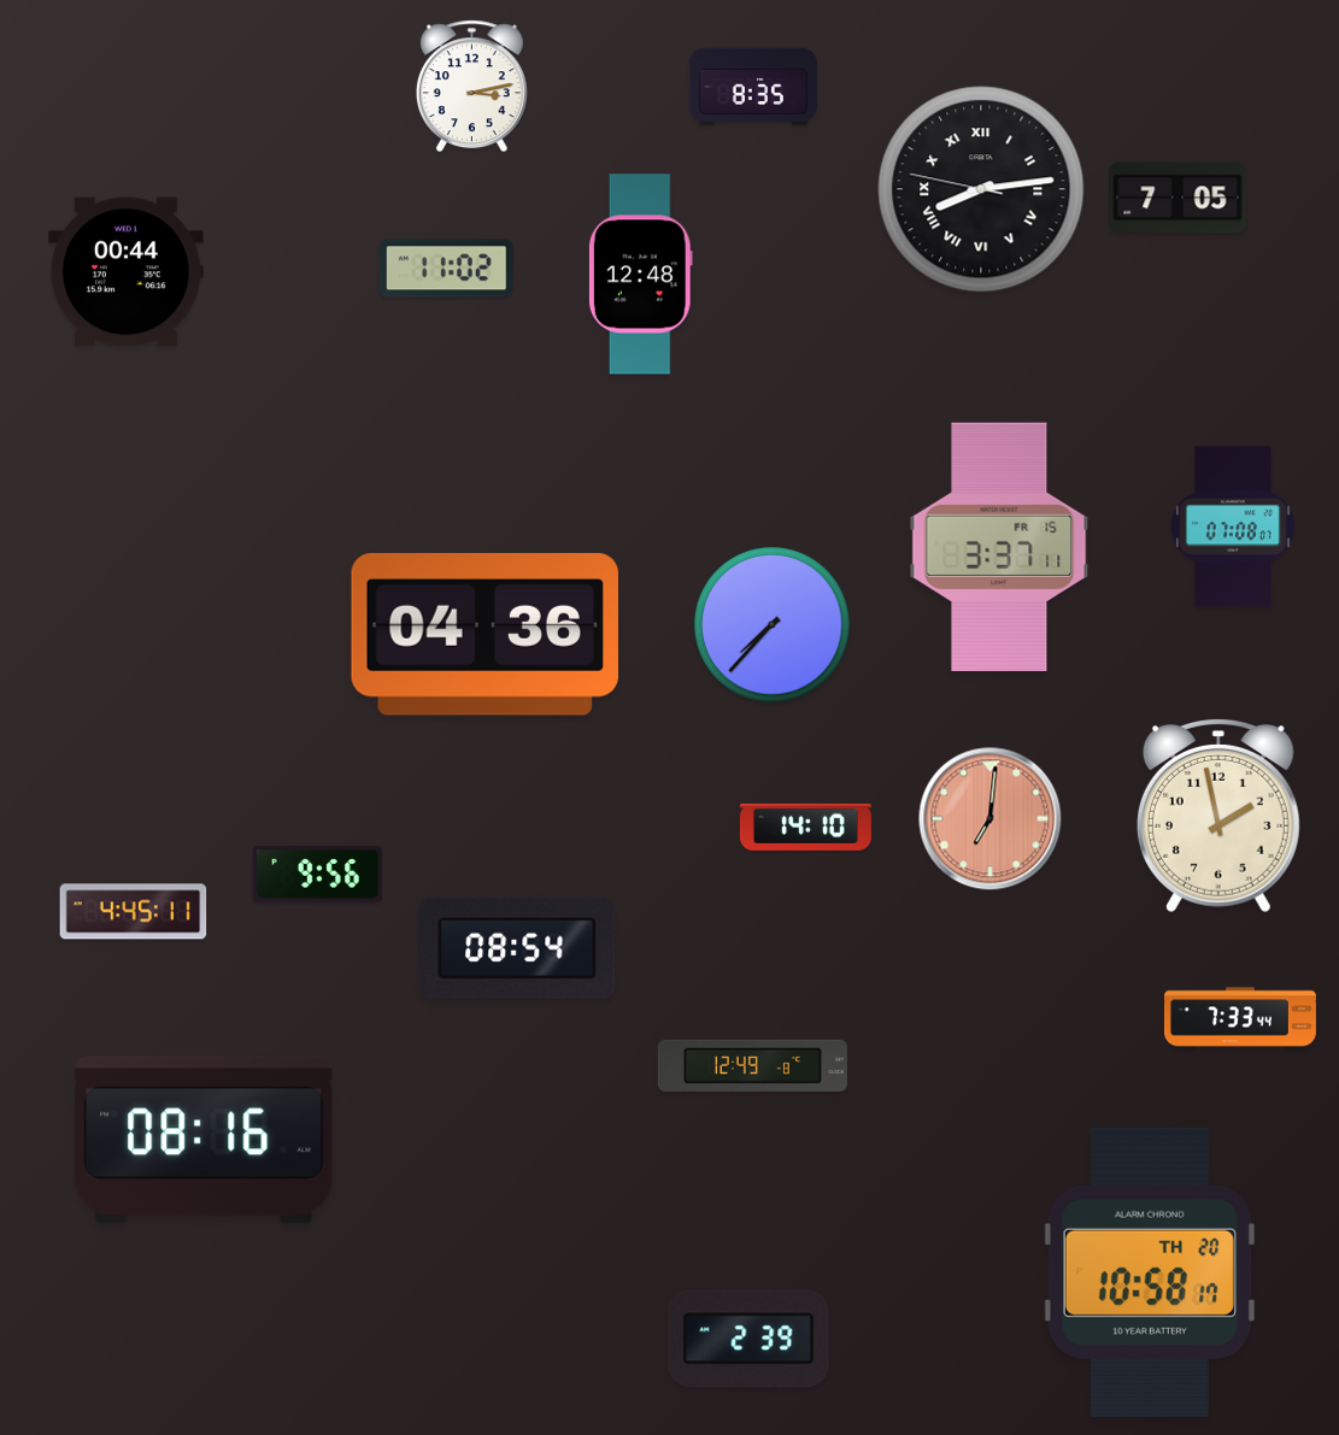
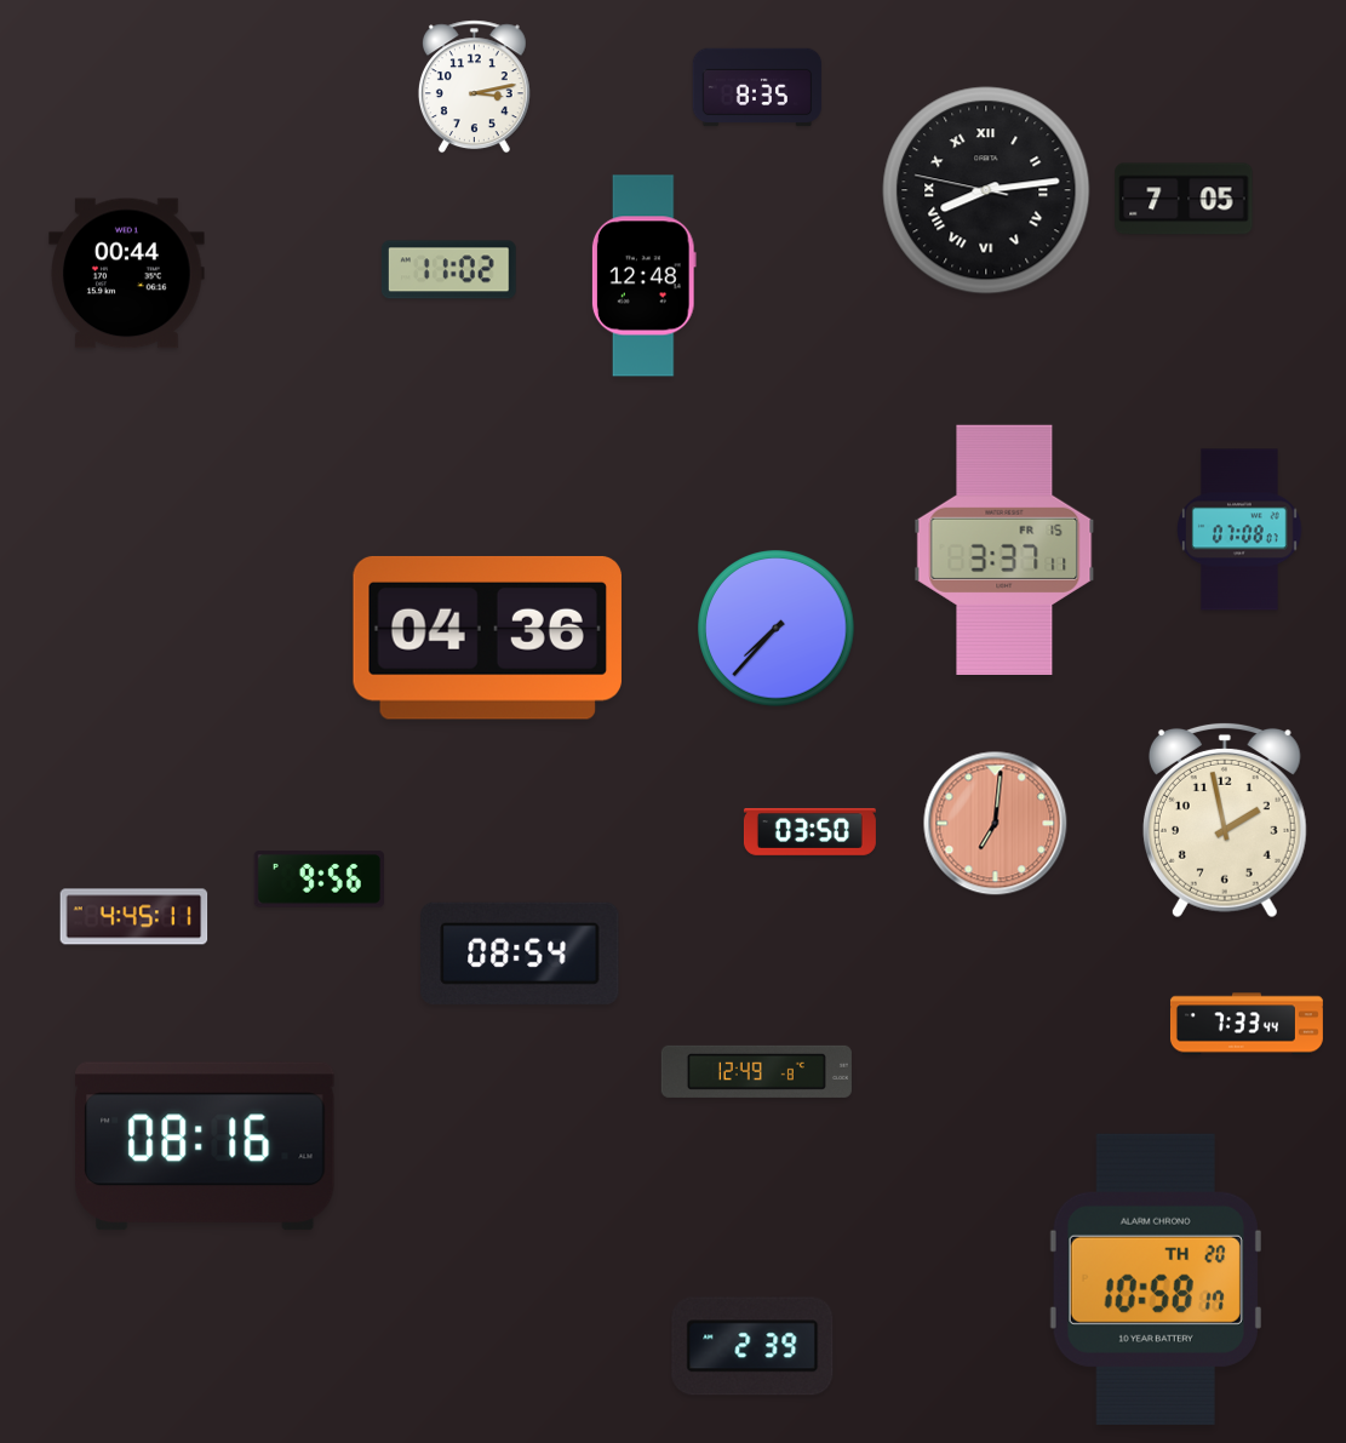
clock at (805, 827): 14:10 -> 03:50
